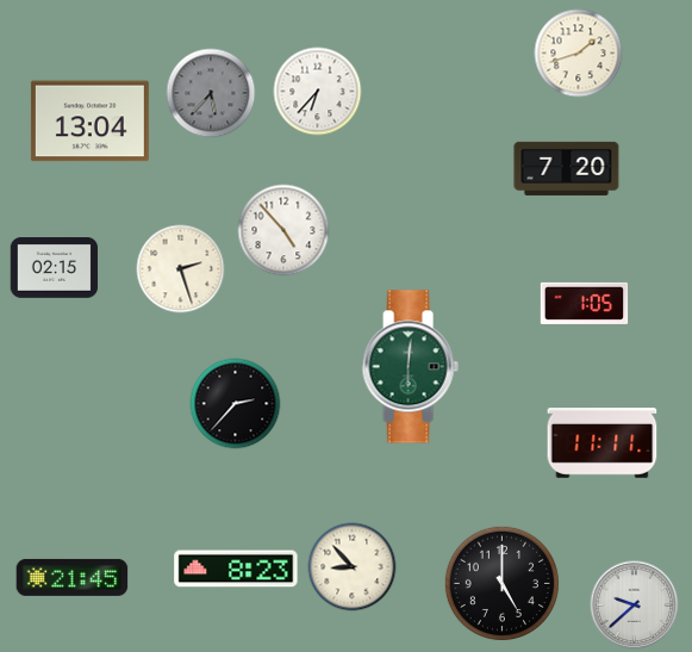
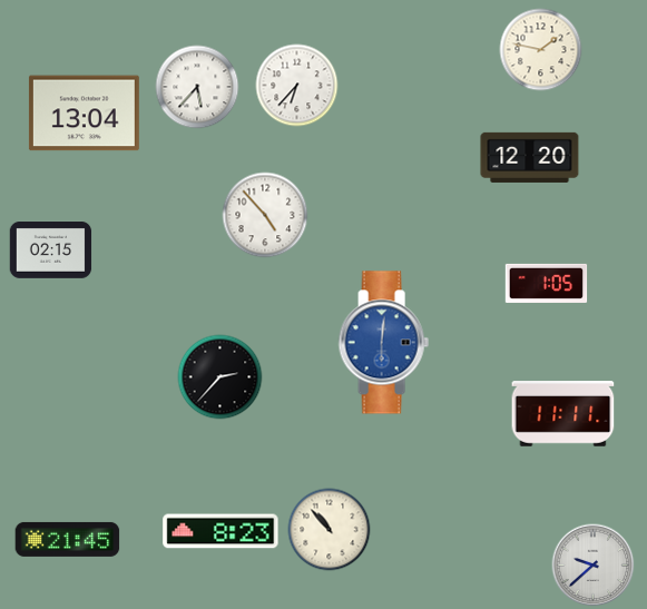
clock at (579, 54): 1:42 -> 1:47
clock at (211, 93) dial: grey -> white
clock at (567, 168): 7:20 -> 12:20
clock at (181, 269): 2:27 -> none
clock at (410, 367) dial: green -> blue
clock at (353, 567): 8:53 -> 10:53
clock at (501, 583): 5:00 -> none
